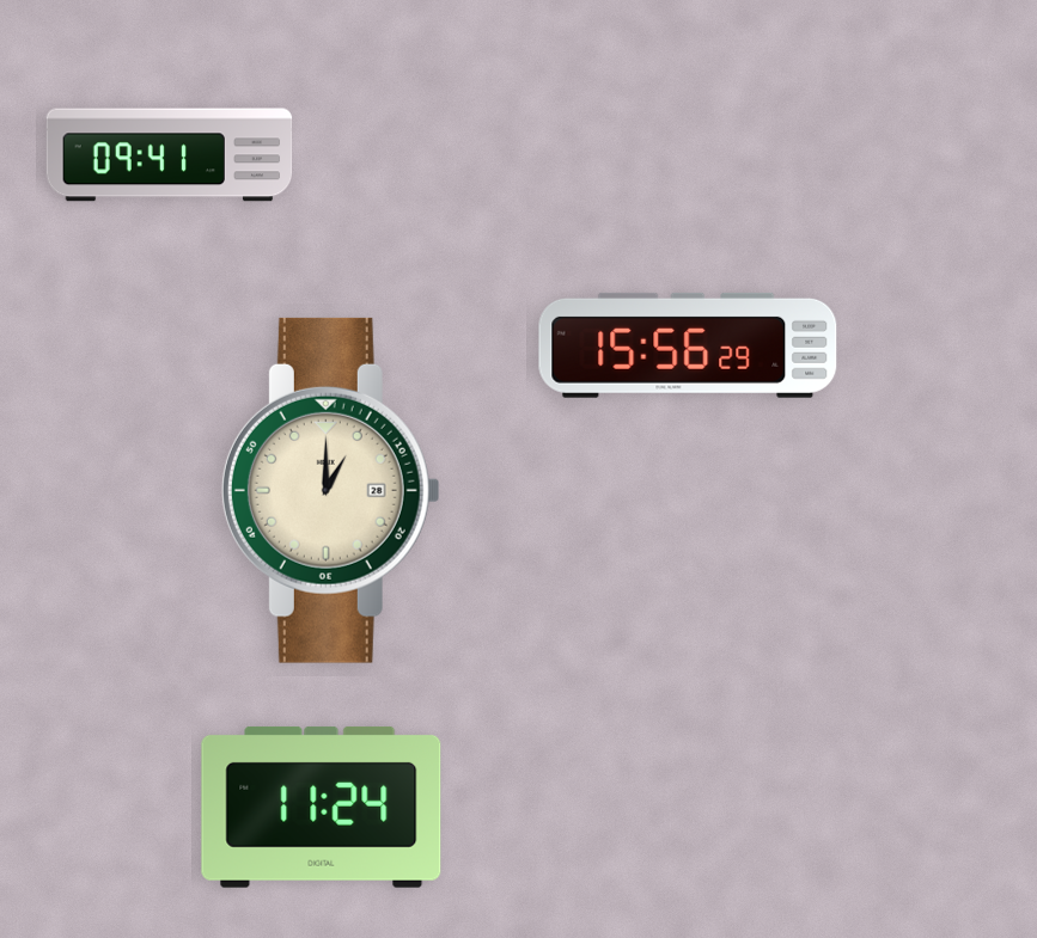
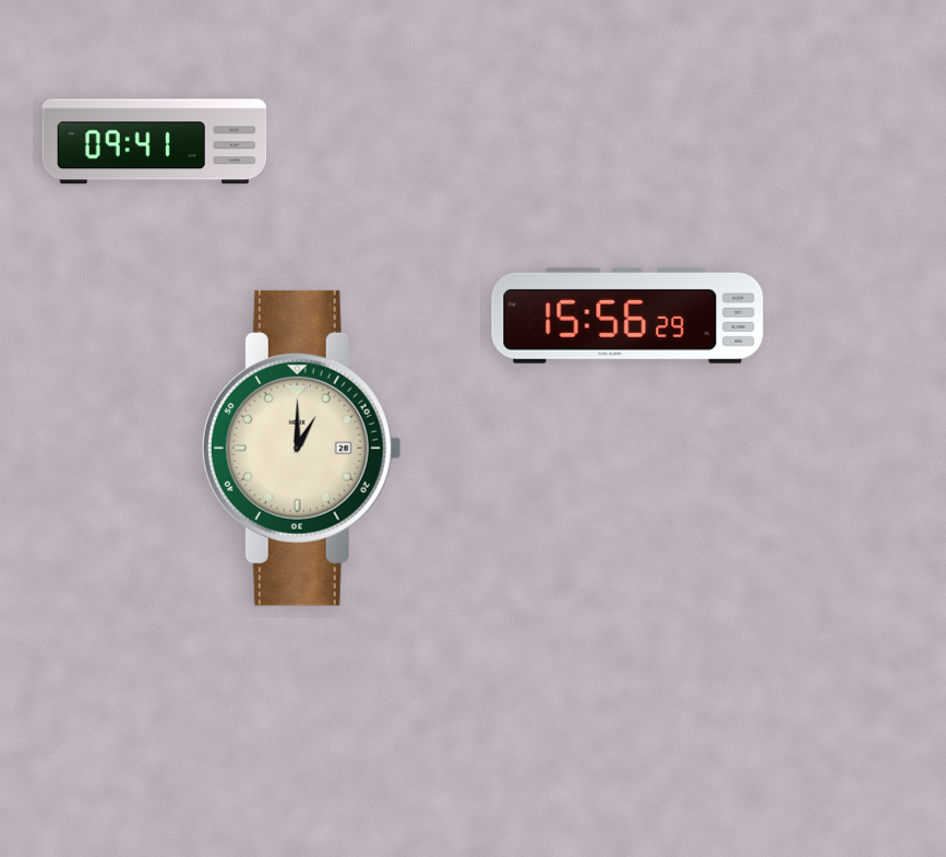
clock at (322, 807): 11:24 -> none
